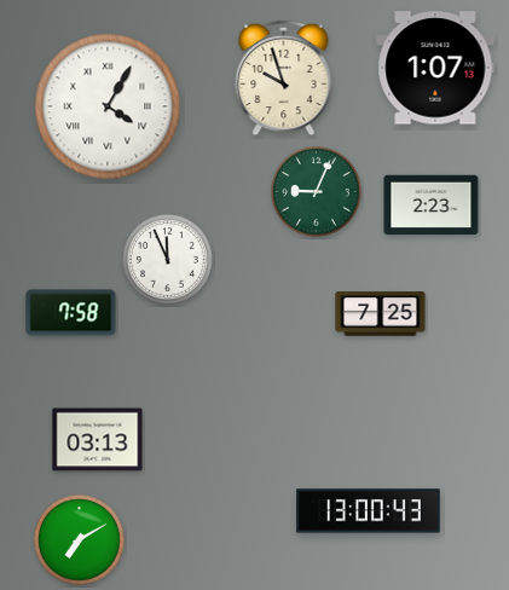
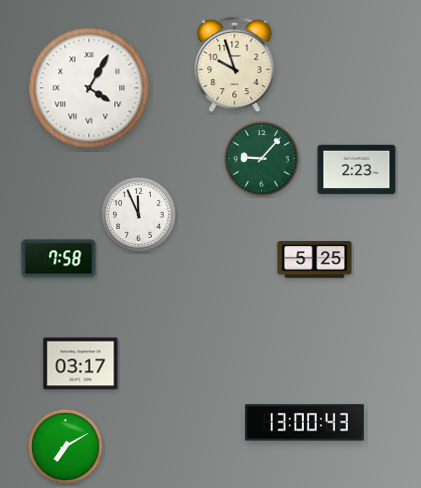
clock at (435, 68): 1:07 -> none
clock at (317, 192): 9:04 -> 9:07
clock at (381, 314): 7:25 -> 5:25
clock at (98, 440): 03:13 -> 03:17
